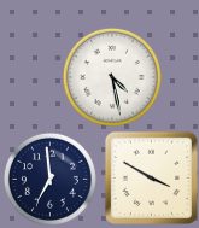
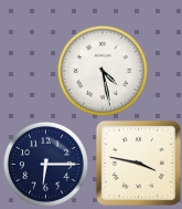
clock at (151, 177): 3:50 -> 3:47
clock at (49, 179): 6:59 -> 6:15
